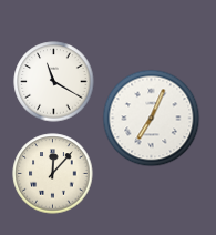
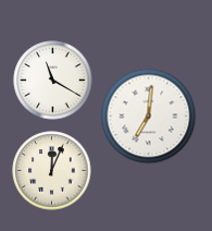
clock at (152, 119): 7:04 -> 7:01
clock at (53, 174): 12:07 -> 12:04
